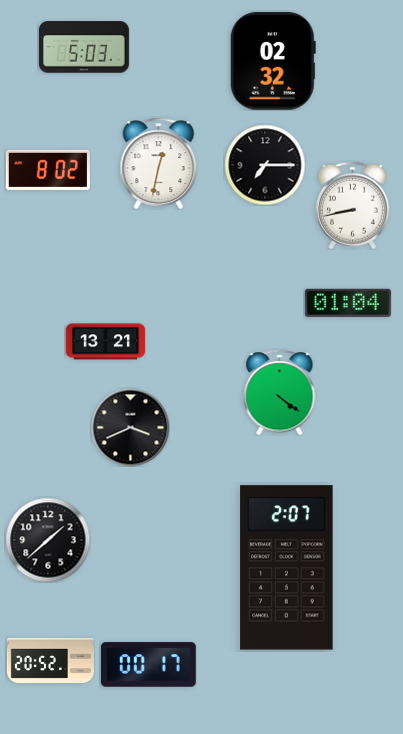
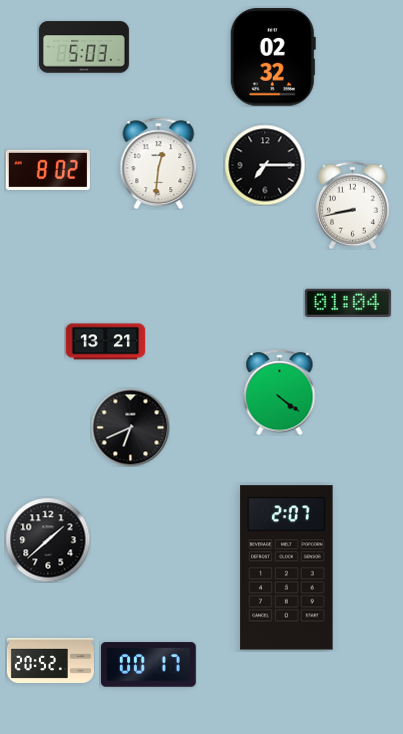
clock at (273, 61) position: (273, 61) -> (273, 57)
clock at (159, 163): 12:32 -> 12:31
clock at (130, 427): 3:41 -> 6:41
